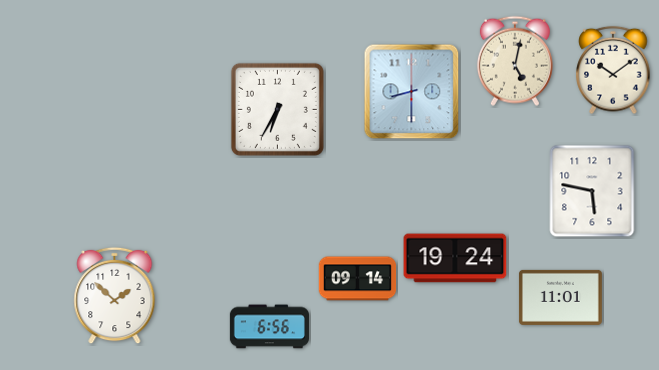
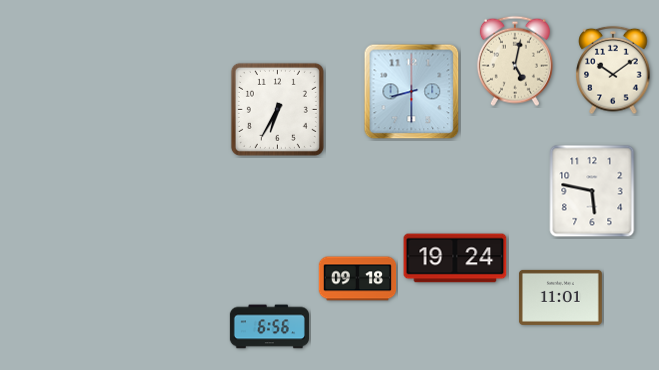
clock at (358, 279): 09:14 -> 09:18
clock at (115, 296): 1:52 -> none
